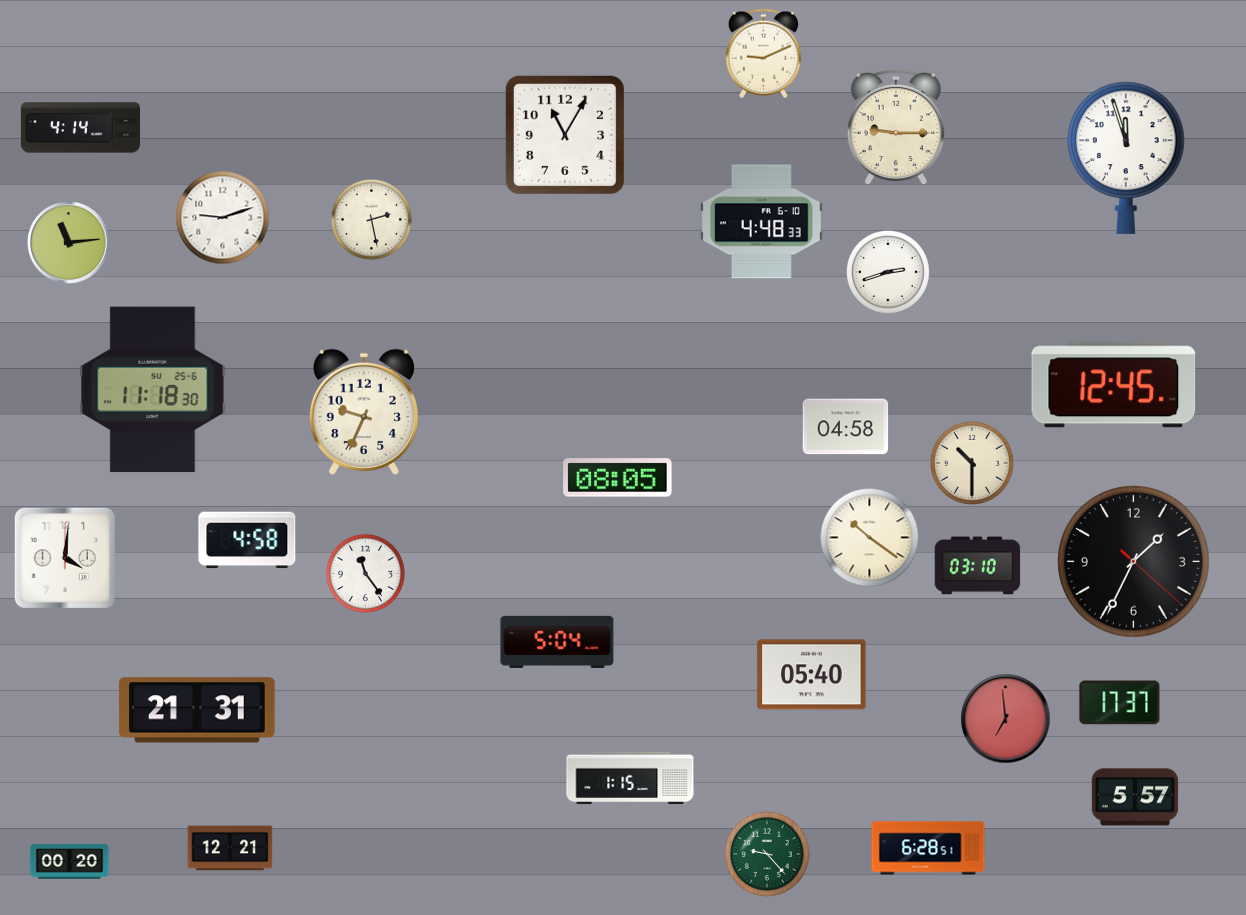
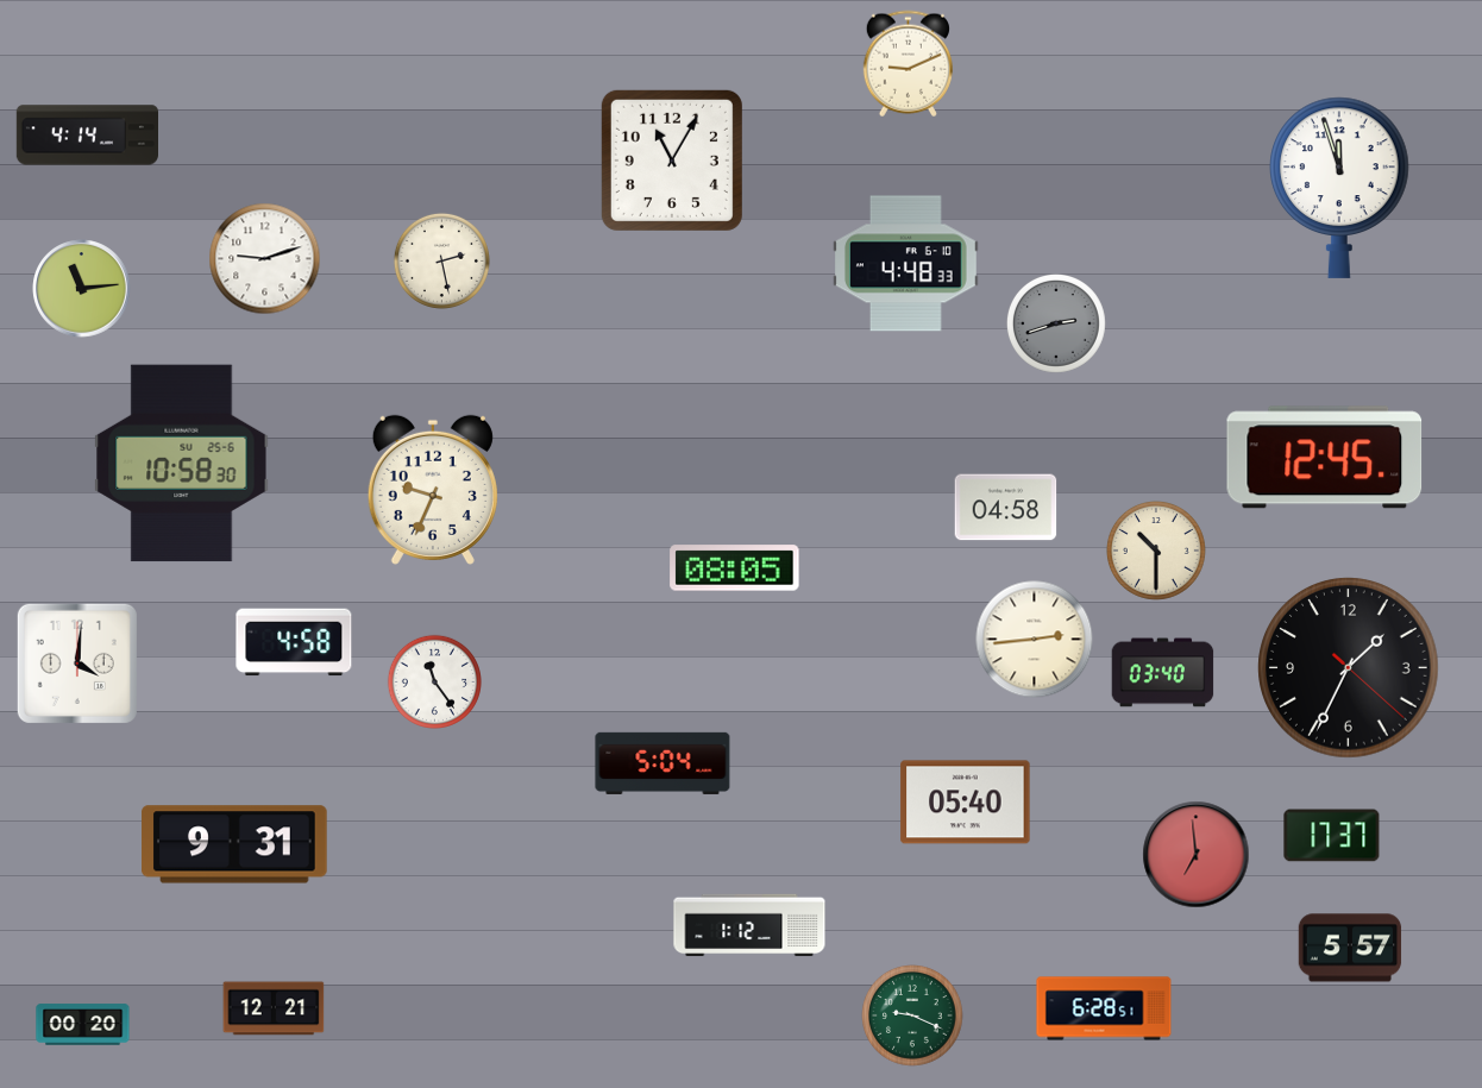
clock at (896, 127): 9:15 -> none
clock at (80, 128) position: (80, 128) -> (87, 136)
clock at (888, 272) dial: white -> grey
clock at (153, 390): 11:18 -> 10:58
clock at (870, 538): 10:21 -> 2:44
clock at (978, 566): 03:10 -> 03:40
clock at (197, 710): 21:31 -> 9:31
clock at (630, 778): 1:15 -> 1:12
clock at (767, 854): 9:23 -> 9:19
